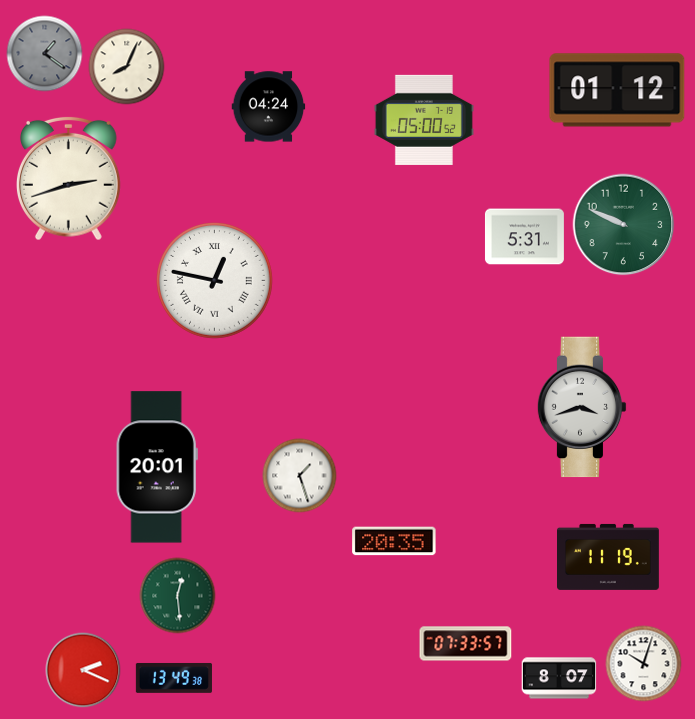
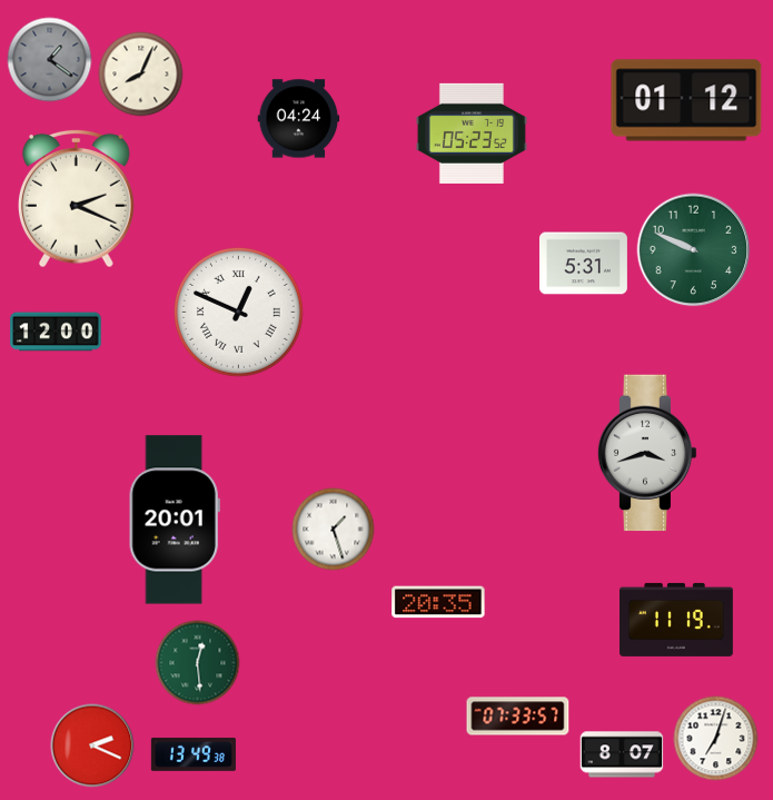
clock at (424, 120): 05:00 -> 05:23
clock at (69, 178): 2:42 -> 2:19
clock at (214, 280): 12:47 -> 12:49
clock at (56, 332): none -> 12:00
clock at (644, 664): 10:03 -> 7:03
